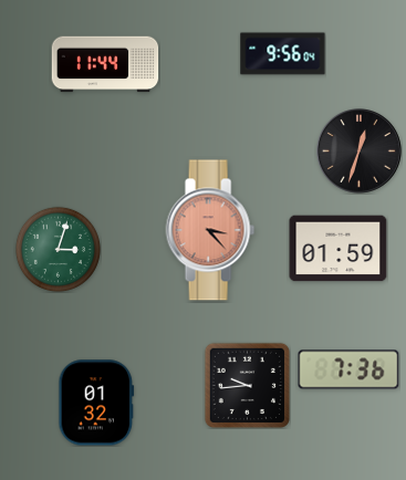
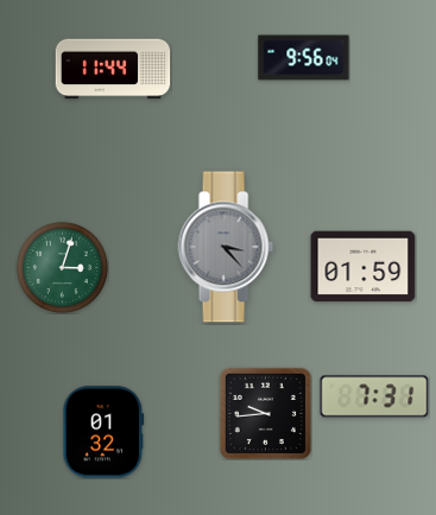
clock at (360, 152): 12:33 -> none
clock at (210, 230) dial: salmon -> grey
clock at (348, 369): 7:36 -> 7:31
